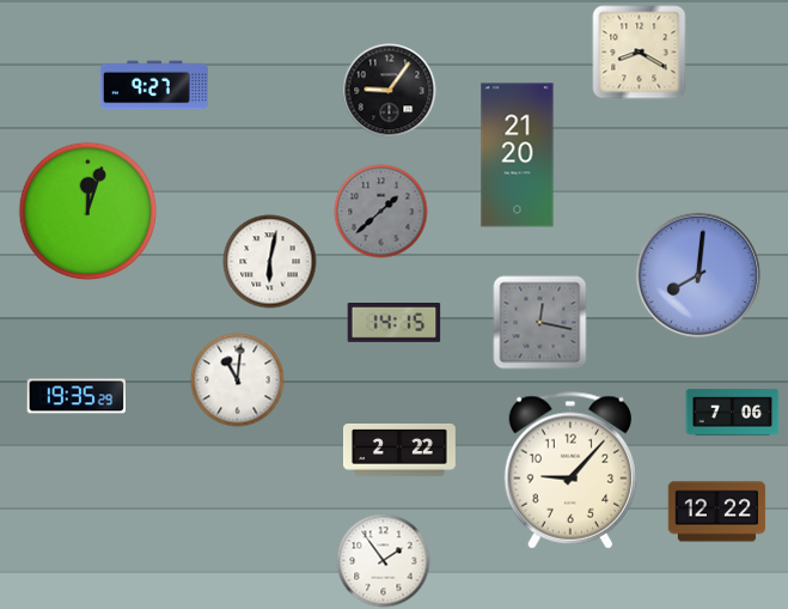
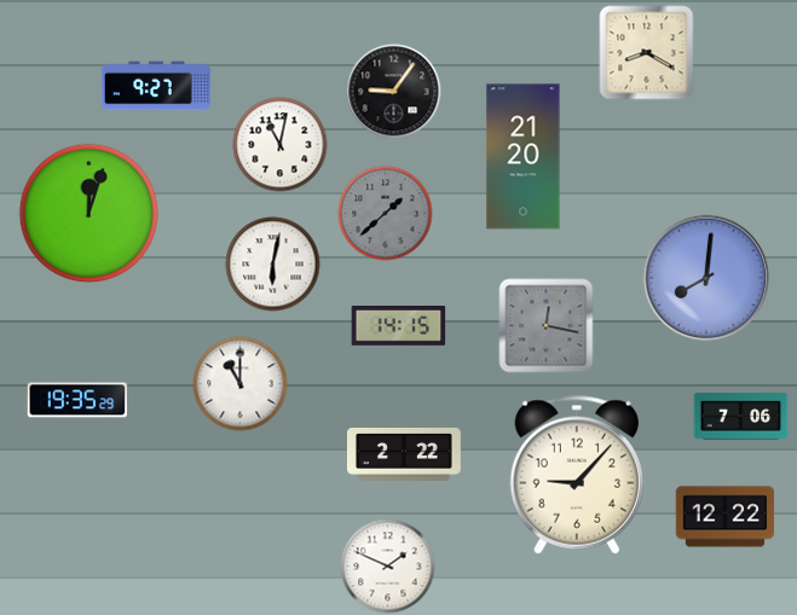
clock at (279, 144): none -> 11:02
clock at (237, 379): 11:01 -> 11:00
clock at (383, 560): 1:54 -> 1:49
